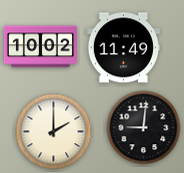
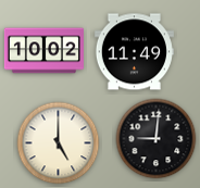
clock at (54, 132): 2:00 -> 5:00
